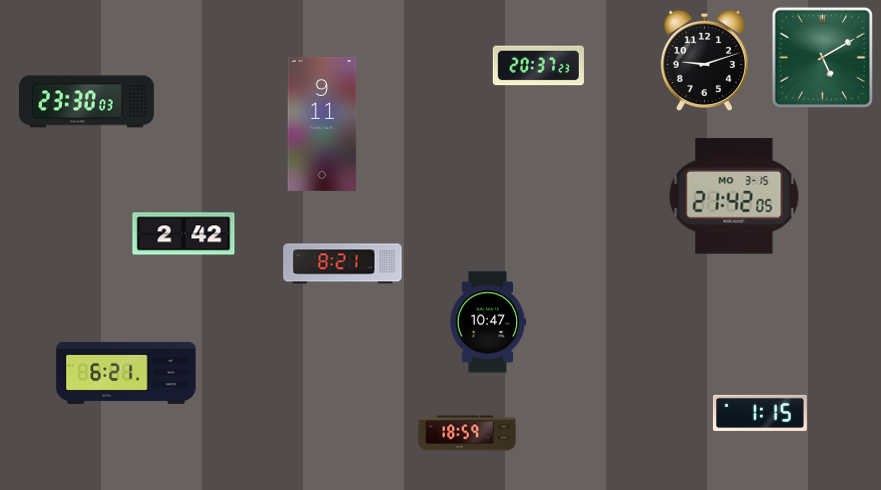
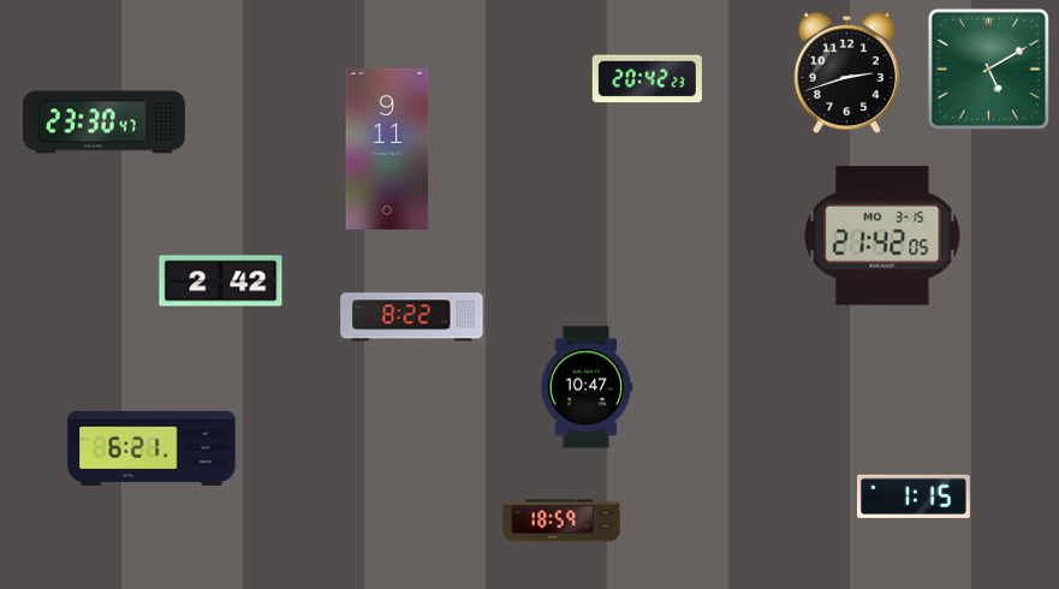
clock at (704, 60): 9:12 -> 2:42
clock at (538, 66): 20:37 -> 20:42
clock at (86, 102): 23:30:03 -> 23:30:47
clock at (343, 264): 8:21 -> 8:22
